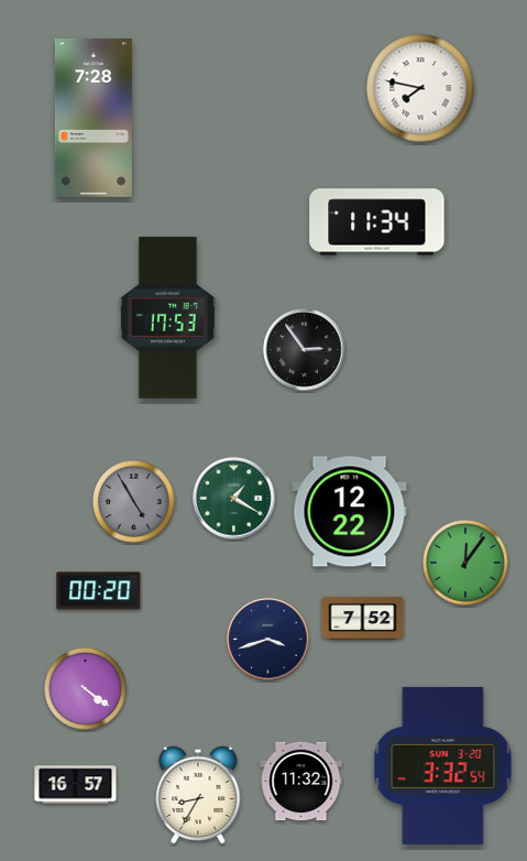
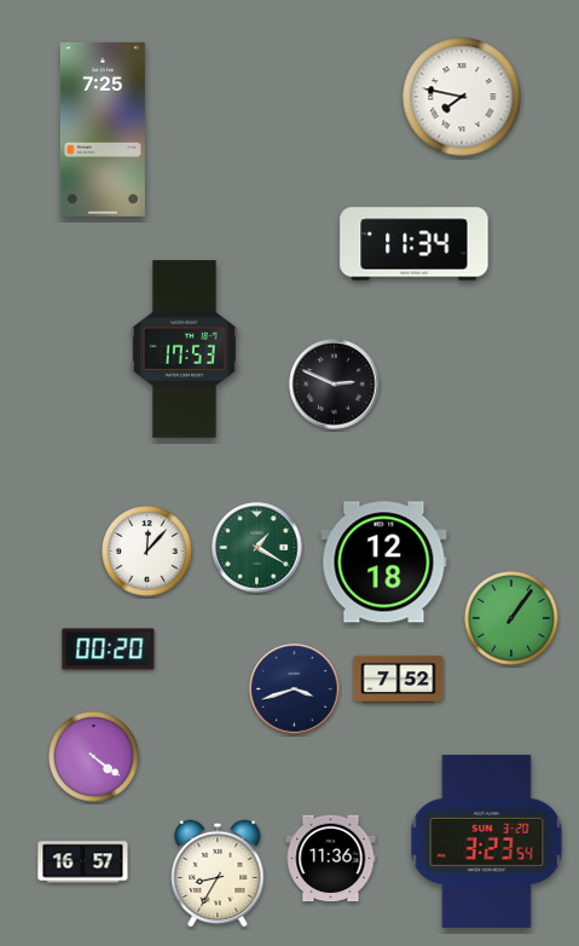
clock at (94, 118): 7:28 -> 7:25
clock at (305, 350): 2:54 -> 2:49
clock at (134, 502): 4:55 -> 12:07
clock at (134, 502) dial: grey -> white
clock at (350, 512): 12:22 -> 12:18
clock at (466, 564): 12:06 -> 1:06
clock at (268, 640) position: (268, 640) -> (295, 690)
clock at (443, 765): 3:32 -> 3:23
clock at (301, 782): 11:32 -> 11:36
